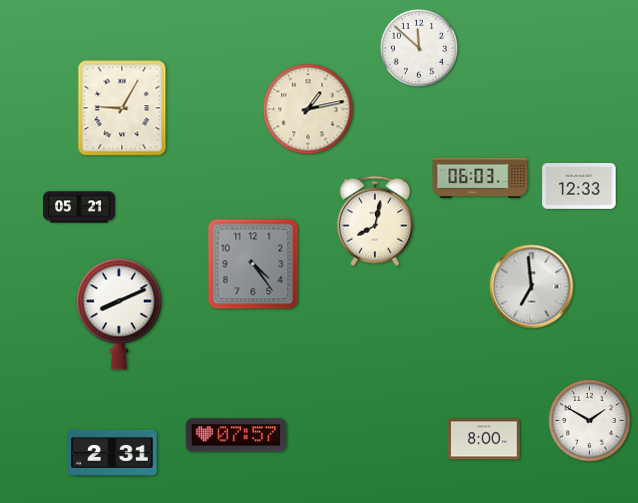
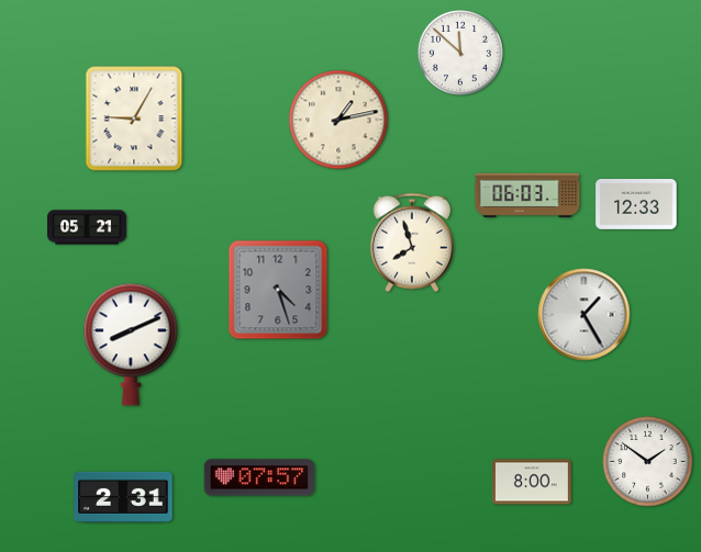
clock at (375, 221): 8:02 -> 7:57
clock at (253, 264): 4:24 -> 4:27
clock at (532, 287): 6:59 -> 1:25
clock at (590, 421): 1:50 -> 1:51
